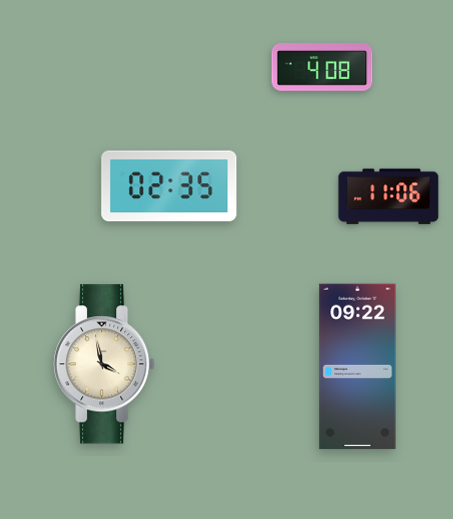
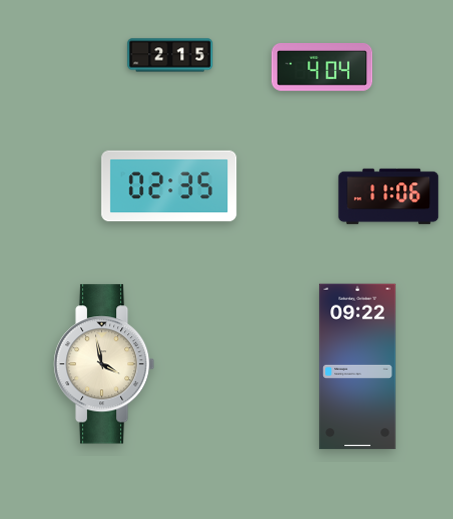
clock at (170, 55): none -> 2:15
clock at (322, 67): 4:08 -> 4:04
